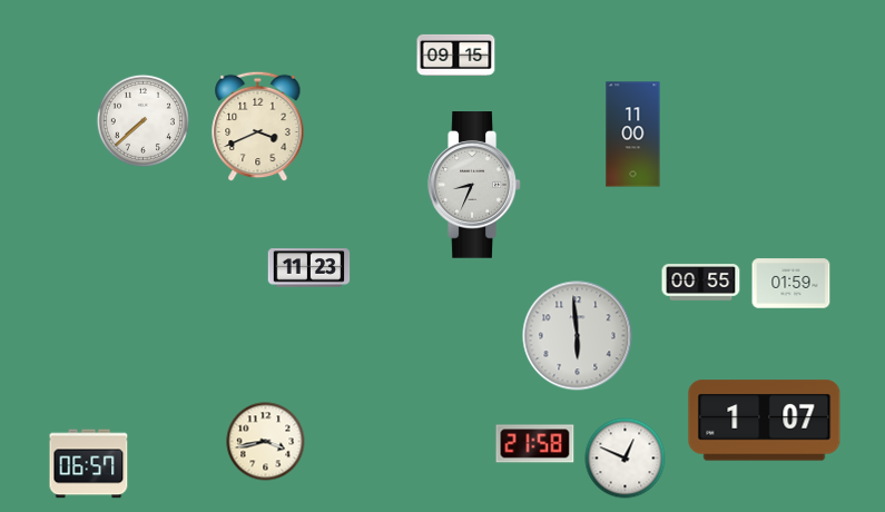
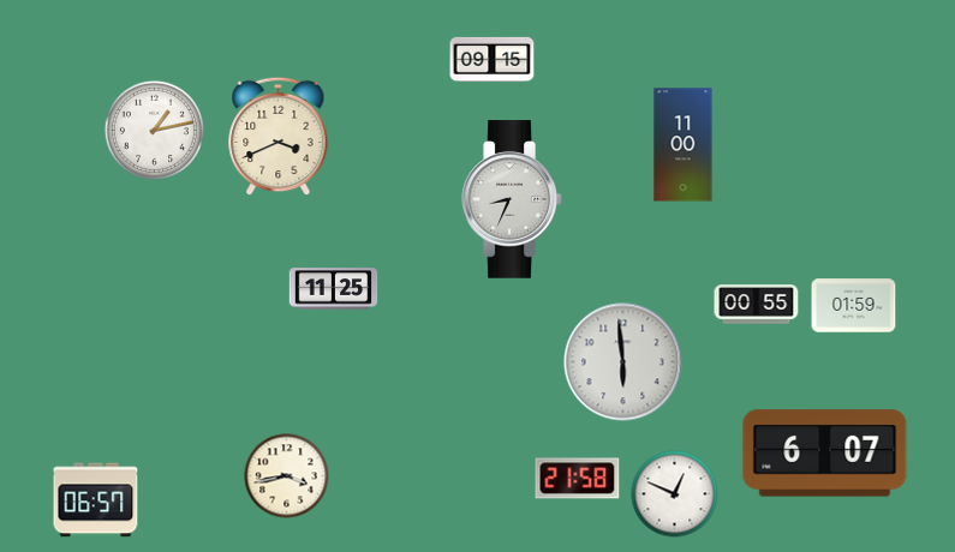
clock at (142, 120): 7:38 -> 1:13
clock at (309, 268): 11:23 -> 11:25
clock at (765, 421): 1:07 -> 6:07
